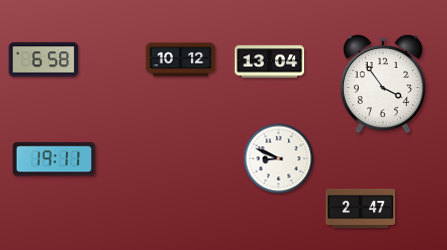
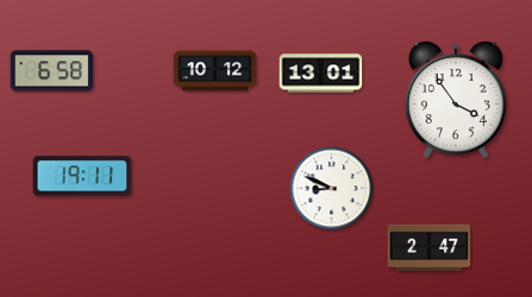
clock at (270, 62): 13:04 -> 13:01
clock at (54, 159) position: (54, 159) -> (82, 176)
